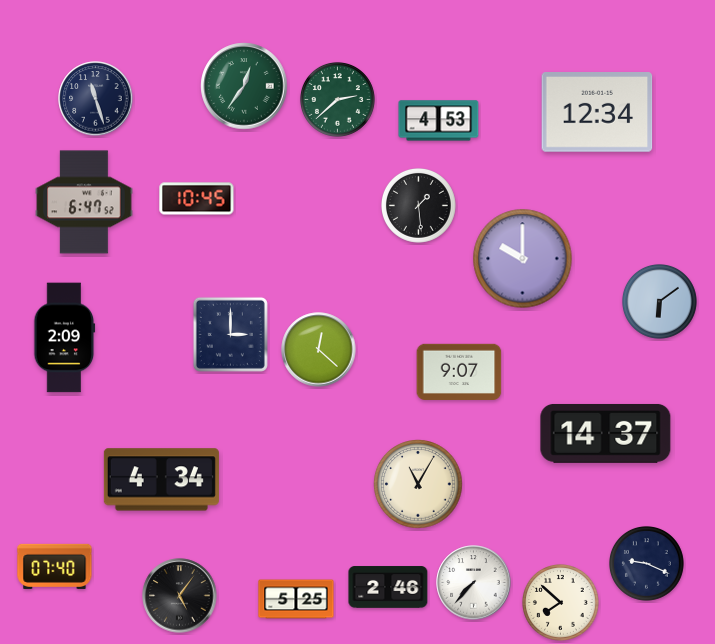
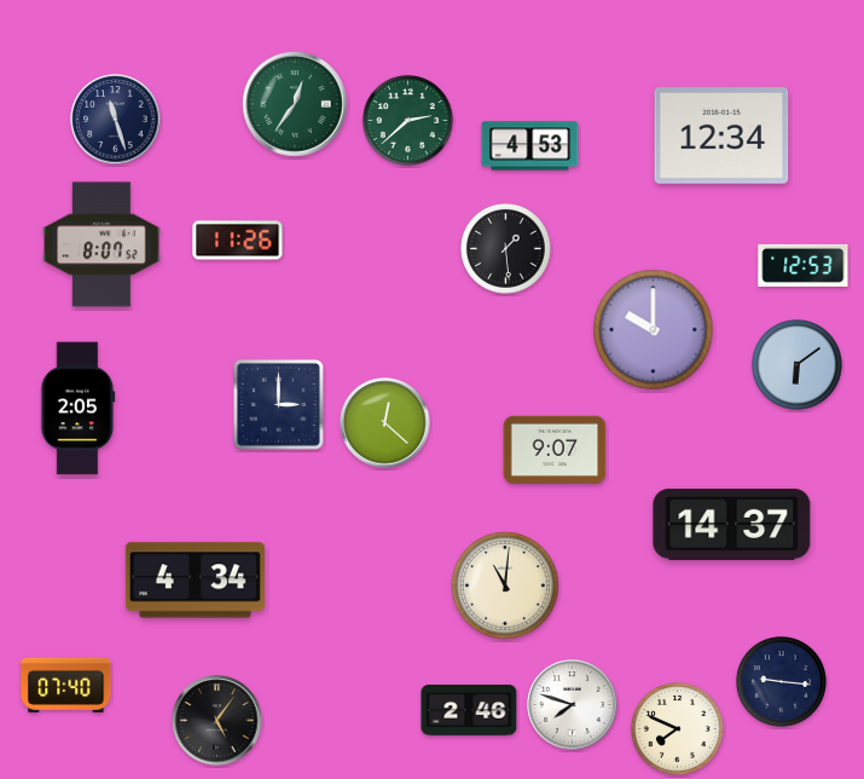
clock at (197, 199): 10:45 -> 11:26
clock at (84, 202): 6:47 -> 8:07
clock at (804, 265): none -> 12:53
clock at (523, 259) position: (523, 259) -> (654, 330)
clock at (65, 338): 2:09 -> 2:05
clock at (418, 484): 11:05 -> 11:01
clock at (647, 564): 9:19 -> 9:16
clock at (474, 583): 7:37 -> 7:48
clock at (296, 599): 5:25 -> none
clock at (561, 603): 7:52 -> 7:49
